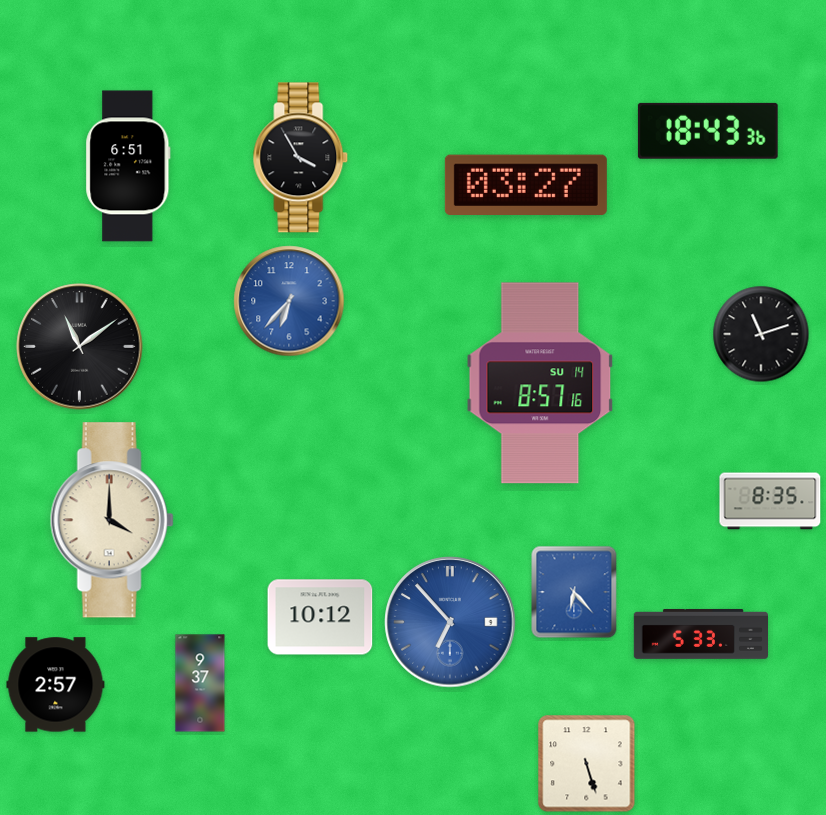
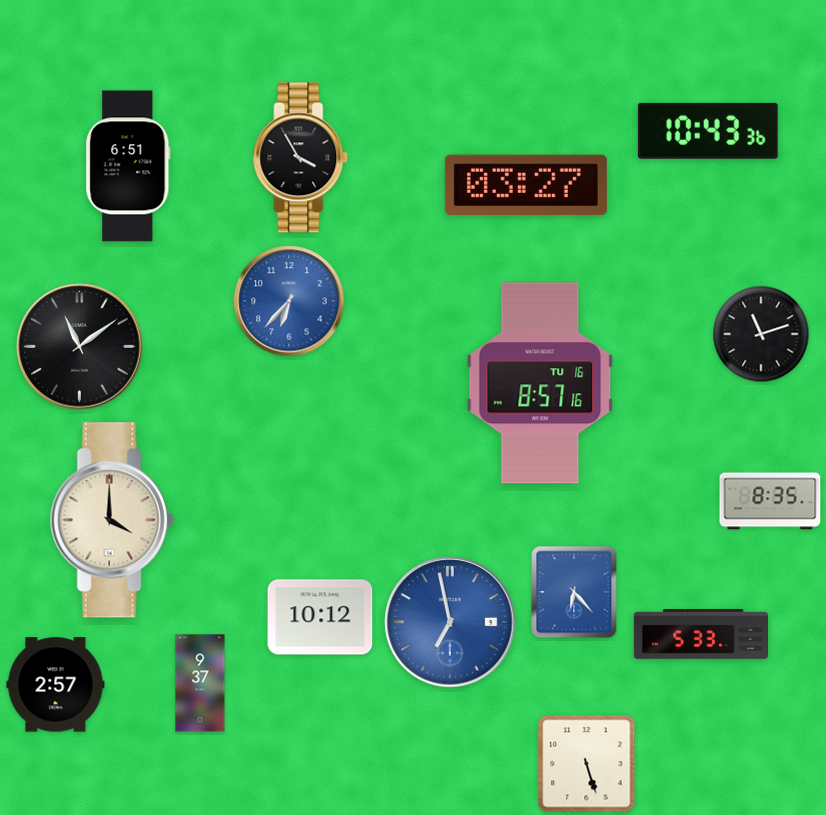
clock at (708, 131): 18:43 -> 10:43
clock at (540, 383) date: SU 14 -> TU 16
clock at (450, 622): 6:53 -> 6:58
